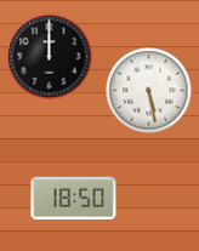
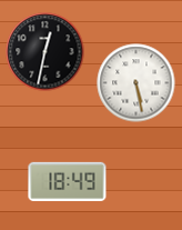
clock at (50, 57): 12:00 -> 12:32
clock at (74, 198): 18:50 -> 18:49
